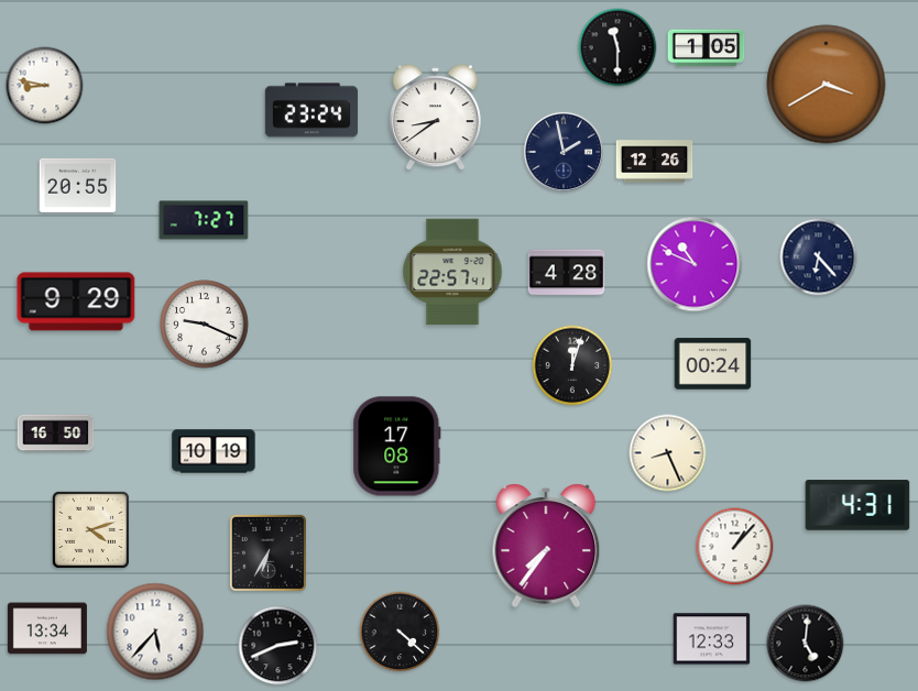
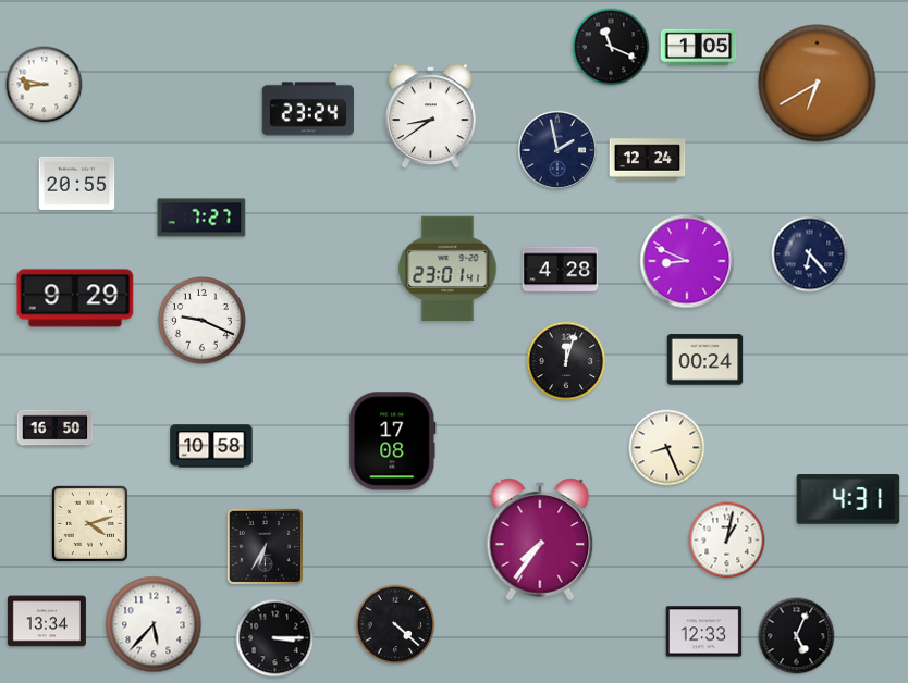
clock at (618, 47): 11:30 -> 11:19
clock at (827, 85): 3:40 -> 6:40
clock at (655, 162): 12:26 -> 12:24
clock at (695, 264): 10:49 -> 8:49
clock at (452, 272): 22:57 -> 23:01
clock at (214, 451): 10:19 -> 10:58
clock at (668, 453) position: (668, 453) -> (667, 448)
clock at (735, 547): 1:07 -> 1:02
clock at (806, 644): 5:01 -> 5:04
clock at (278, 646): 2:41 -> 3:15
